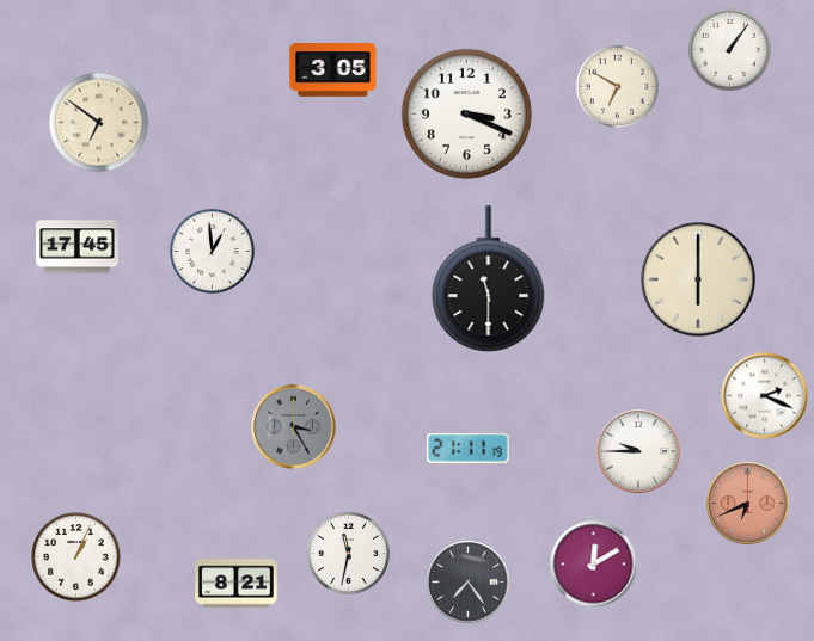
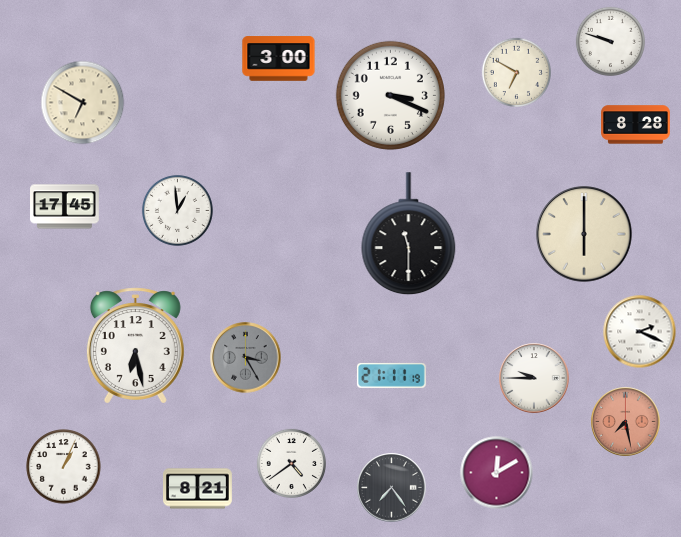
clock at (729, 49): 1:06 -> 9:48
clock at (333, 70): 3:05 -> 3:00
clock at (99, 123): 6:51 -> 6:50
clock at (636, 125): none -> 8:28
clock at (135, 346): none -> 6:28
clock at (748, 504): 6:41 -> 7:28
clock at (348, 553): 11:32 -> 4:39
